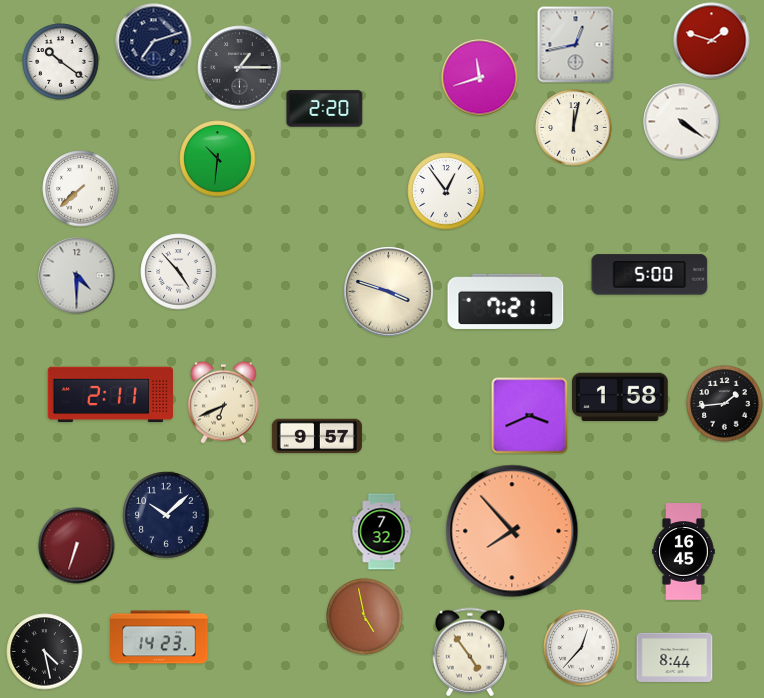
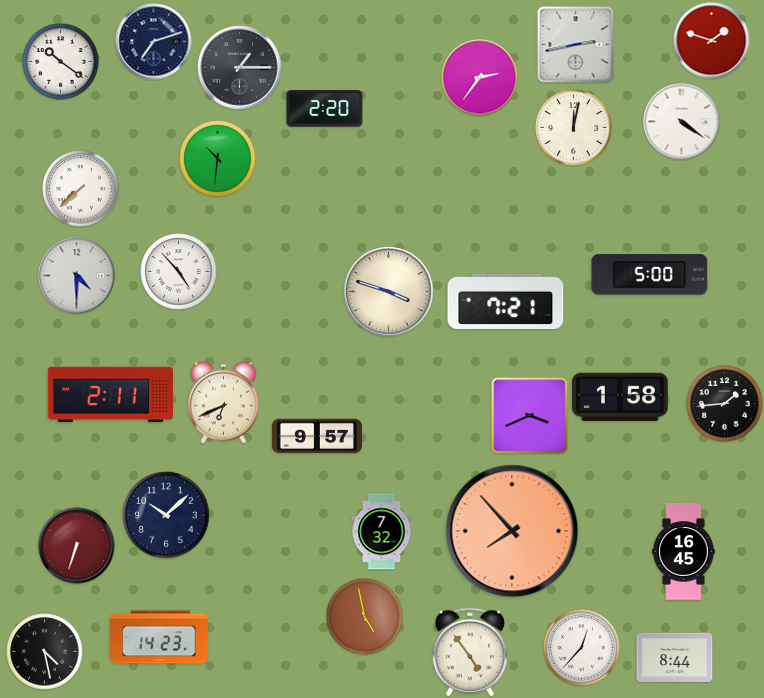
clock at (576, 45): 12:43 -> 2:43
clock at (480, 78): 11:42 -> 2:36
clock at (446, 191): 12:54 -> none
